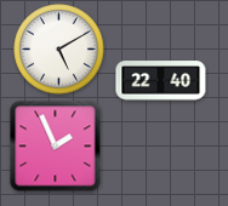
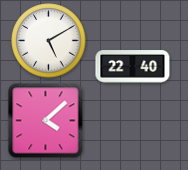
clock at (56, 147): 1:56 -> 4:08
